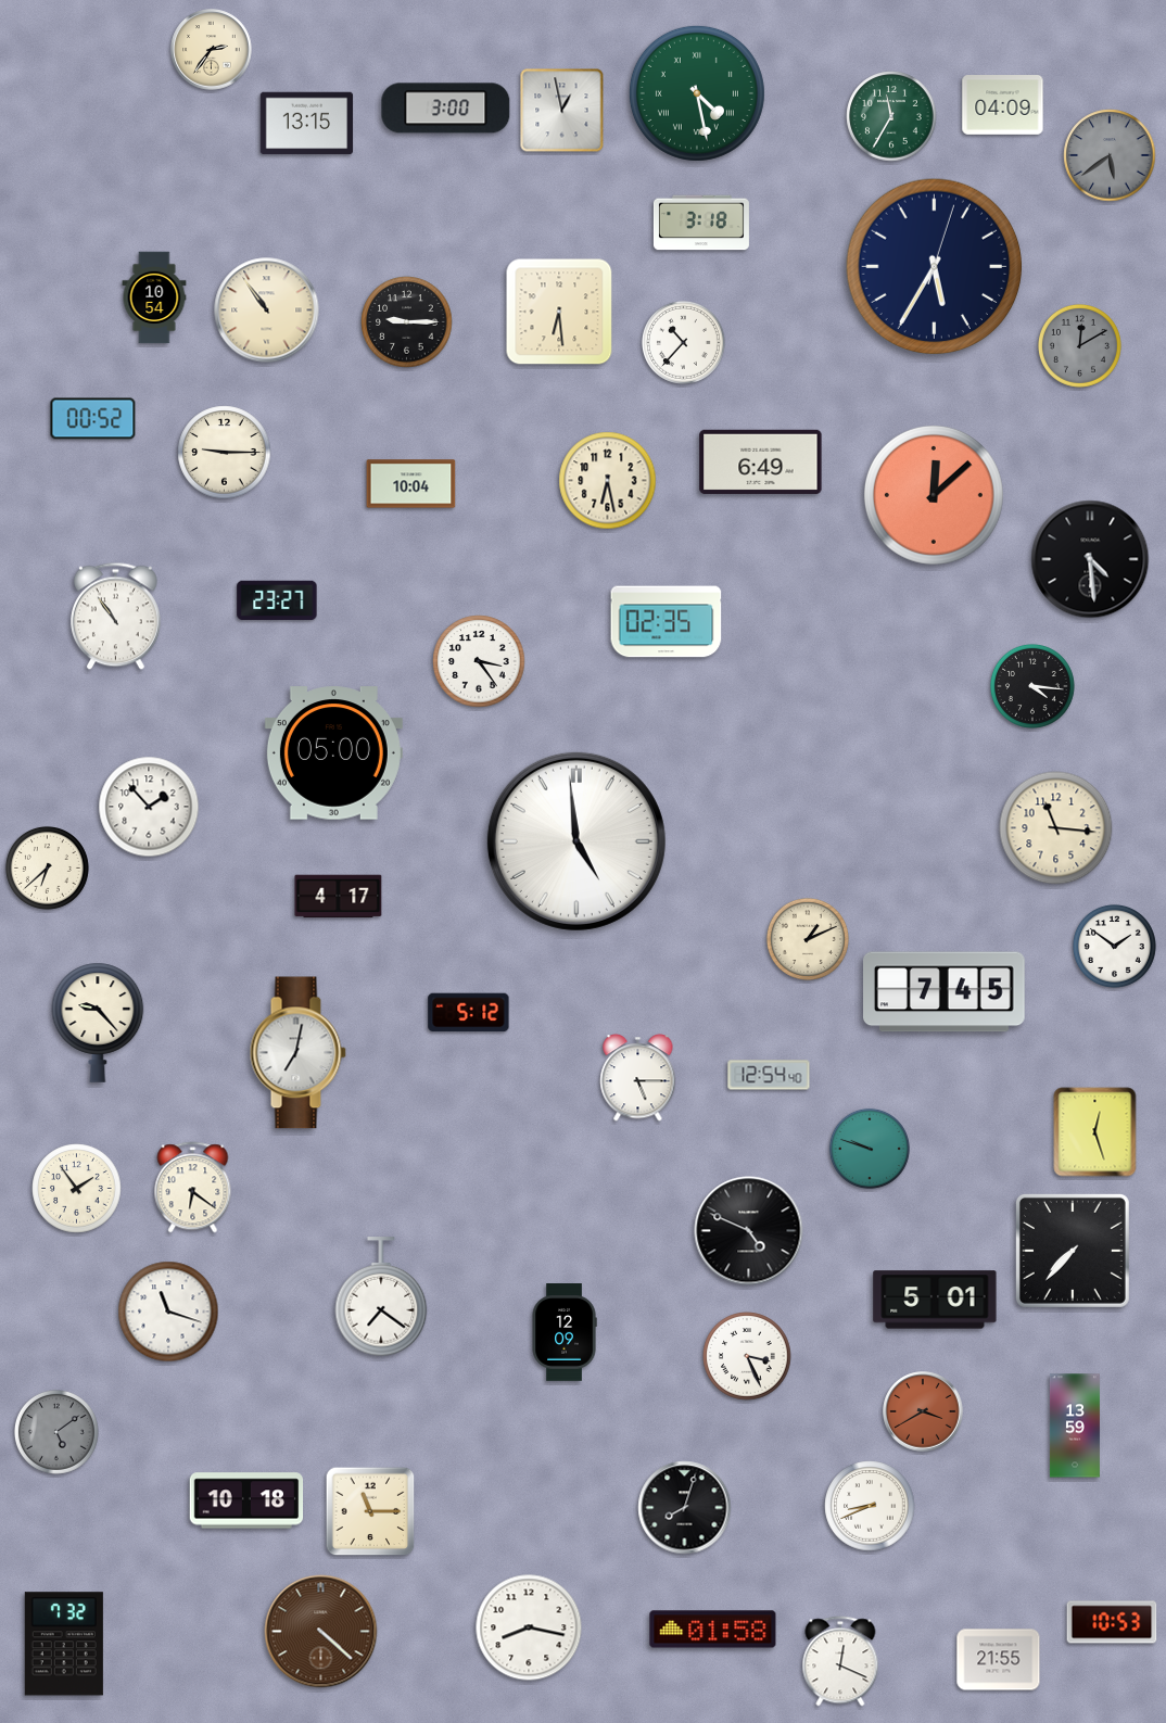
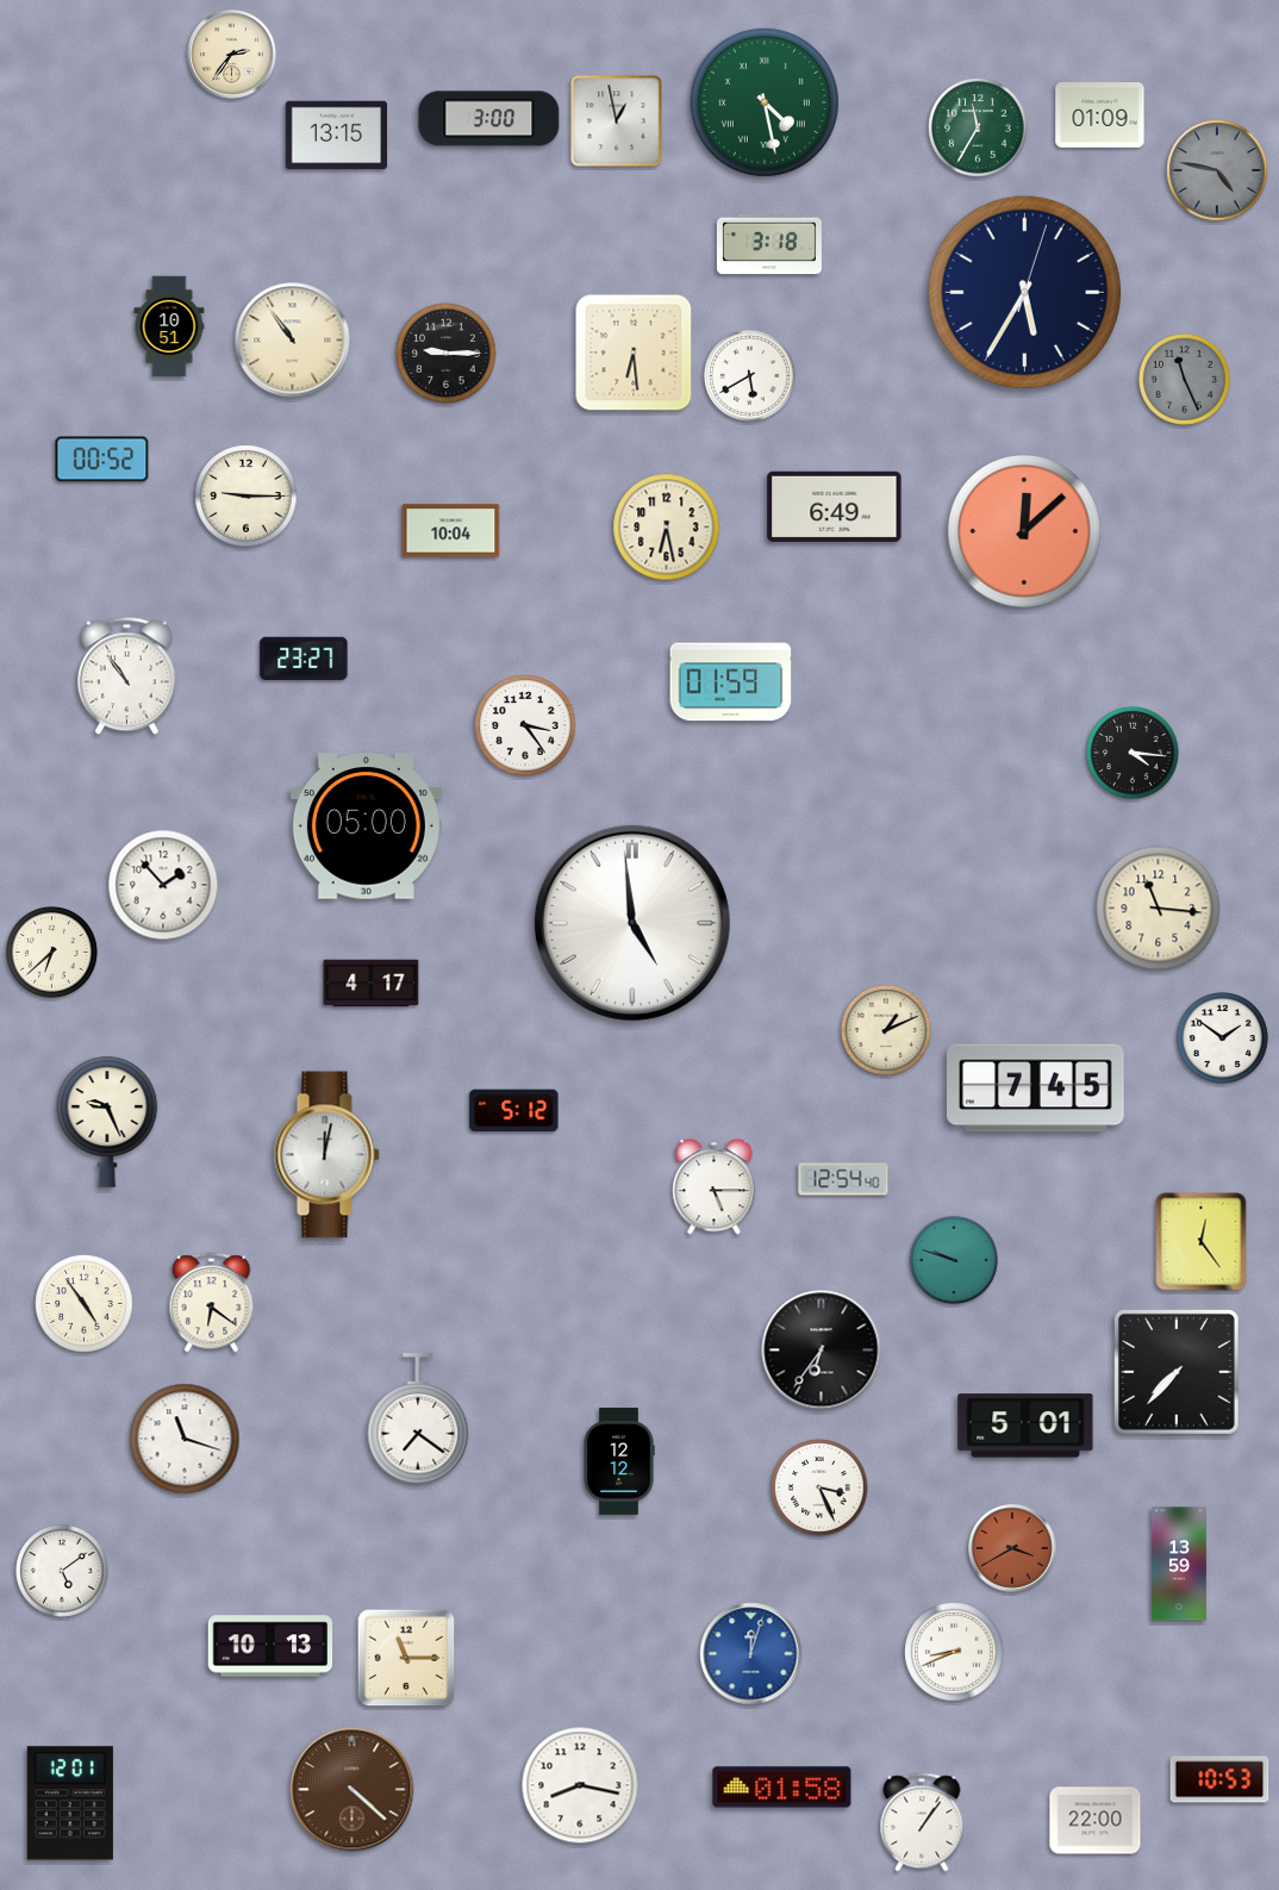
clock at (1003, 105): 04:09 -> 01:09
clock at (1110, 155): 5:39 -> 4:47
clock at (154, 297): 10:54 -> 10:51
clock at (559, 312) position: (559, 312) -> (634, 353)
clock at (683, 342): 10:37 -> 5:40
clock at (1079, 345): 12:10 -> 11:26
clock at (934, 495) position: (934, 495) -> (1024, 531)
clock at (1090, 559): 4:29 -> none
clock at (667, 622): 02:35 -> 01:59
clock at (98, 1023): 9:23 -> 9:26
clock at (297, 1053): 7:02 -> 12:02
clock at (638, 1078) position: (638, 1078) -> (715, 1187)
clock at (1095, 1132): 12:27 -> 12:24
clock at (77, 1189): 1:54 -> 4:54
clock at (749, 1231): 4:49 -> 6:36
clock at (381, 1297) position: (381, 1297) -> (418, 1420)
clock at (565, 1332): 12:09 -> 12:12
clock at (56, 1432) dial: grey -> white
clock at (246, 1500): 10:18 -> 10:13
clock at (685, 1508): 8:03 -> 12:03
clock at (685, 1508) dial: black -> blue
clock at (64, 1644): 7:32 -> 12:01
clock at (999, 1660): 21:55 -> 22:00
clock at (840, 1661): 12:19 -> 1:06
